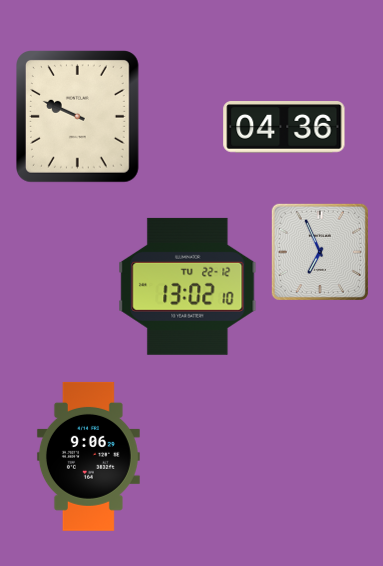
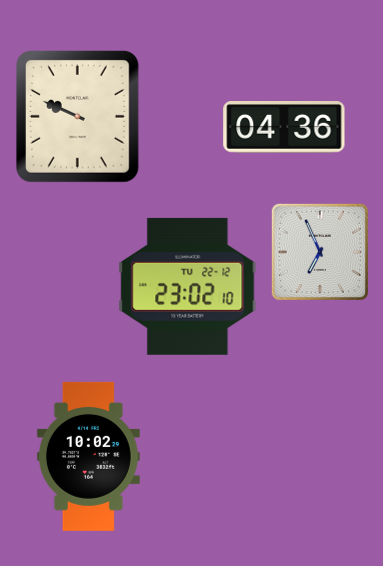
clock at (188, 286): 13:02 -> 23:02
clock at (88, 456): 9:06 -> 10:02
